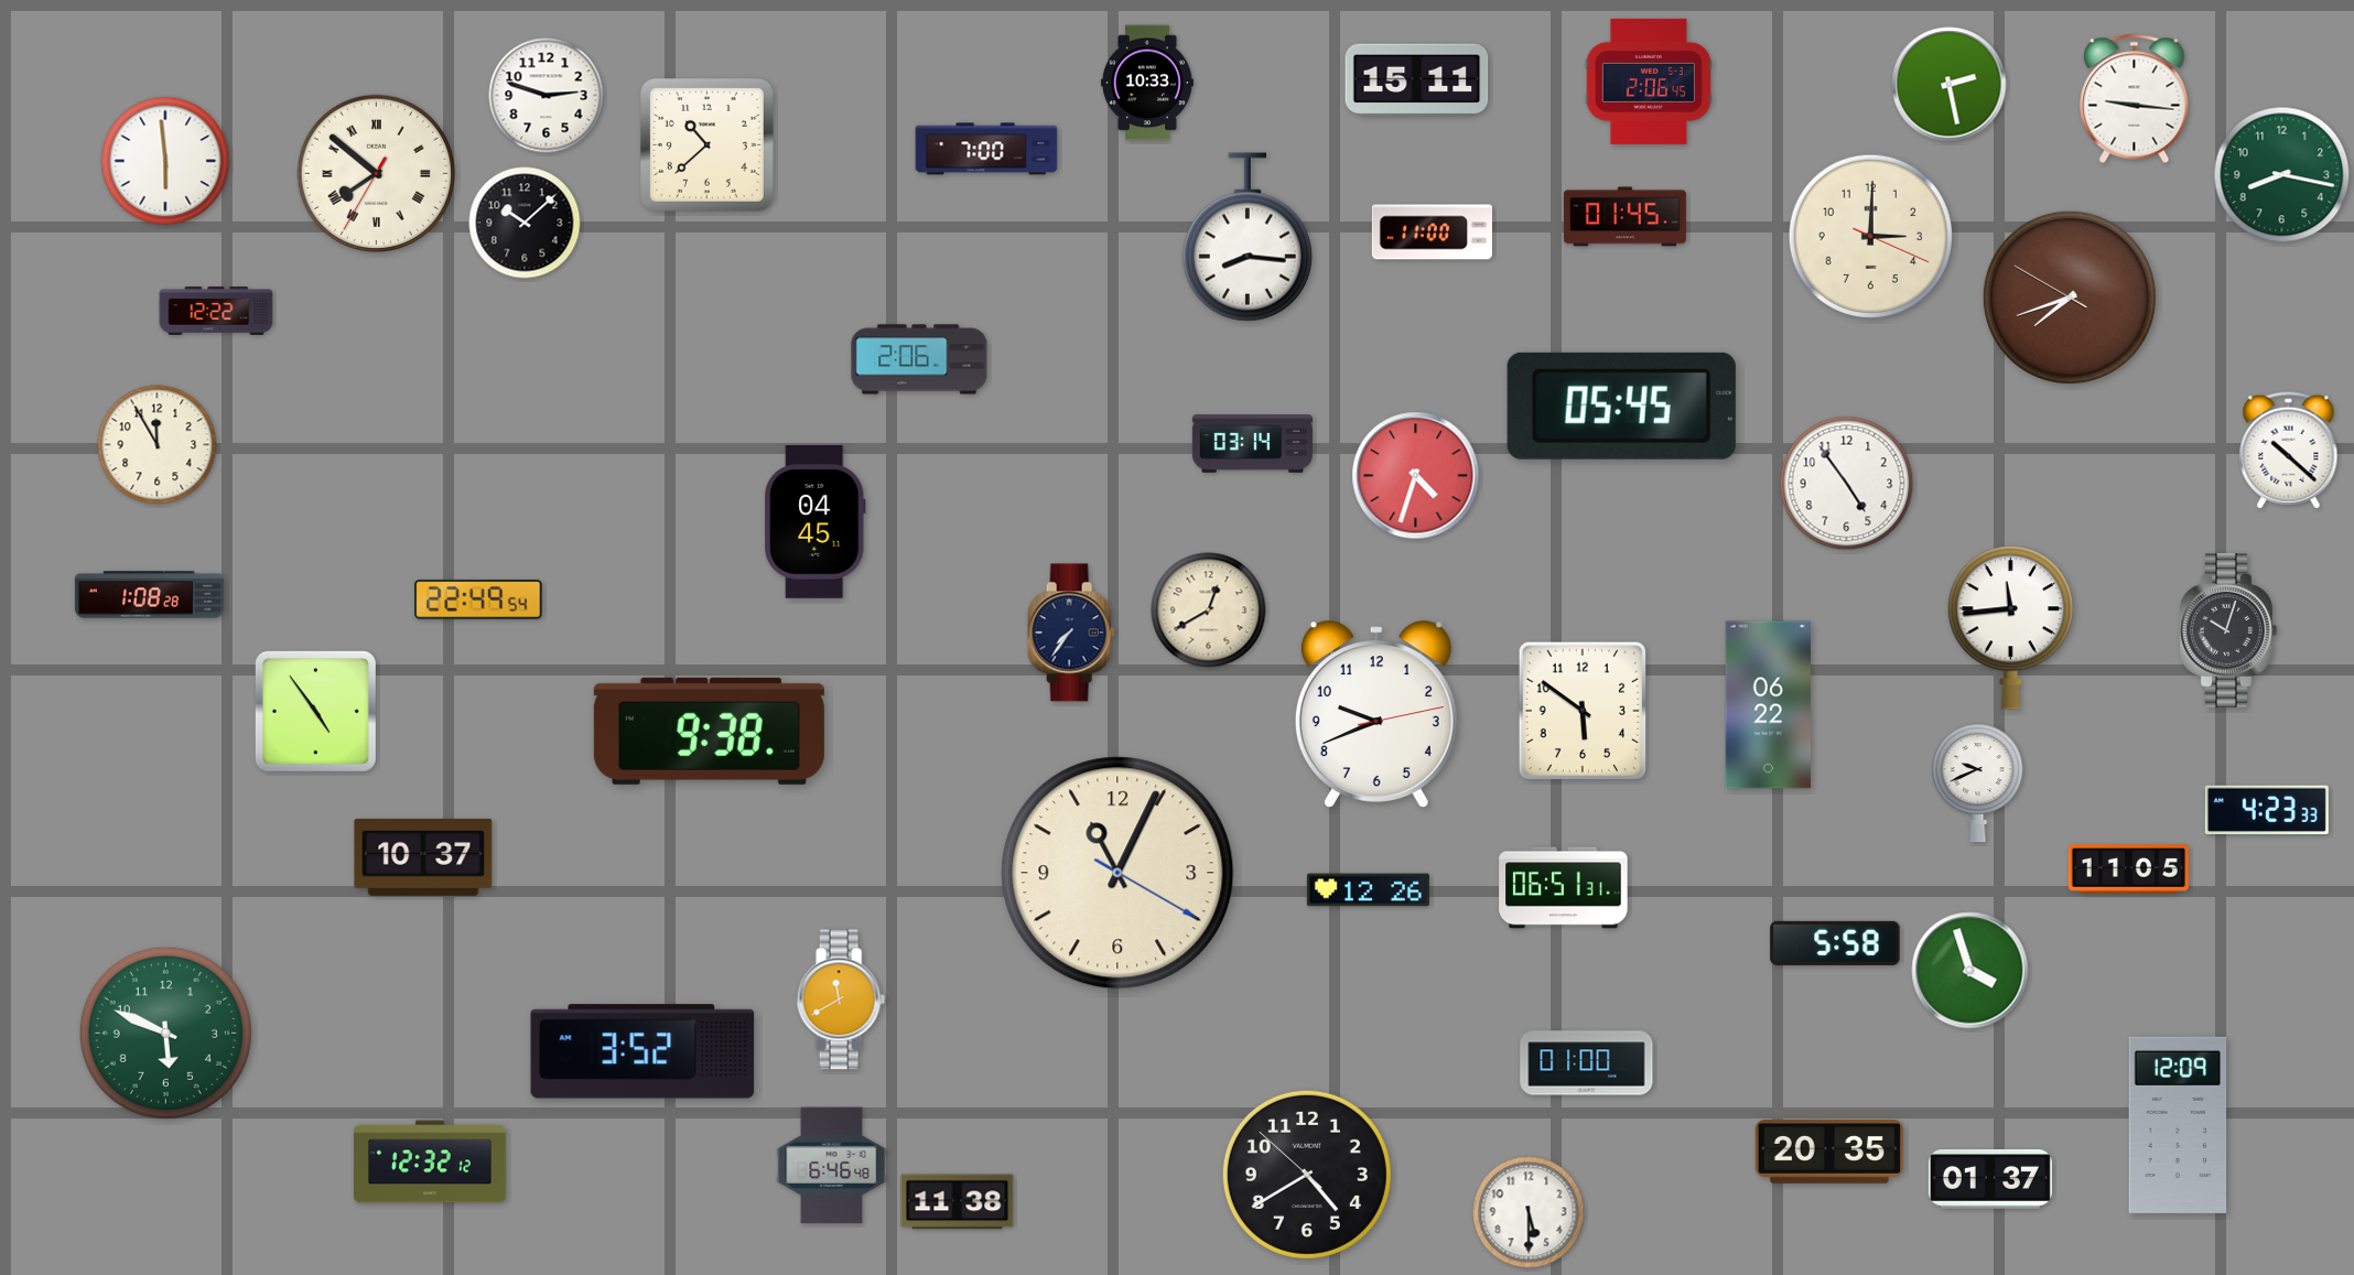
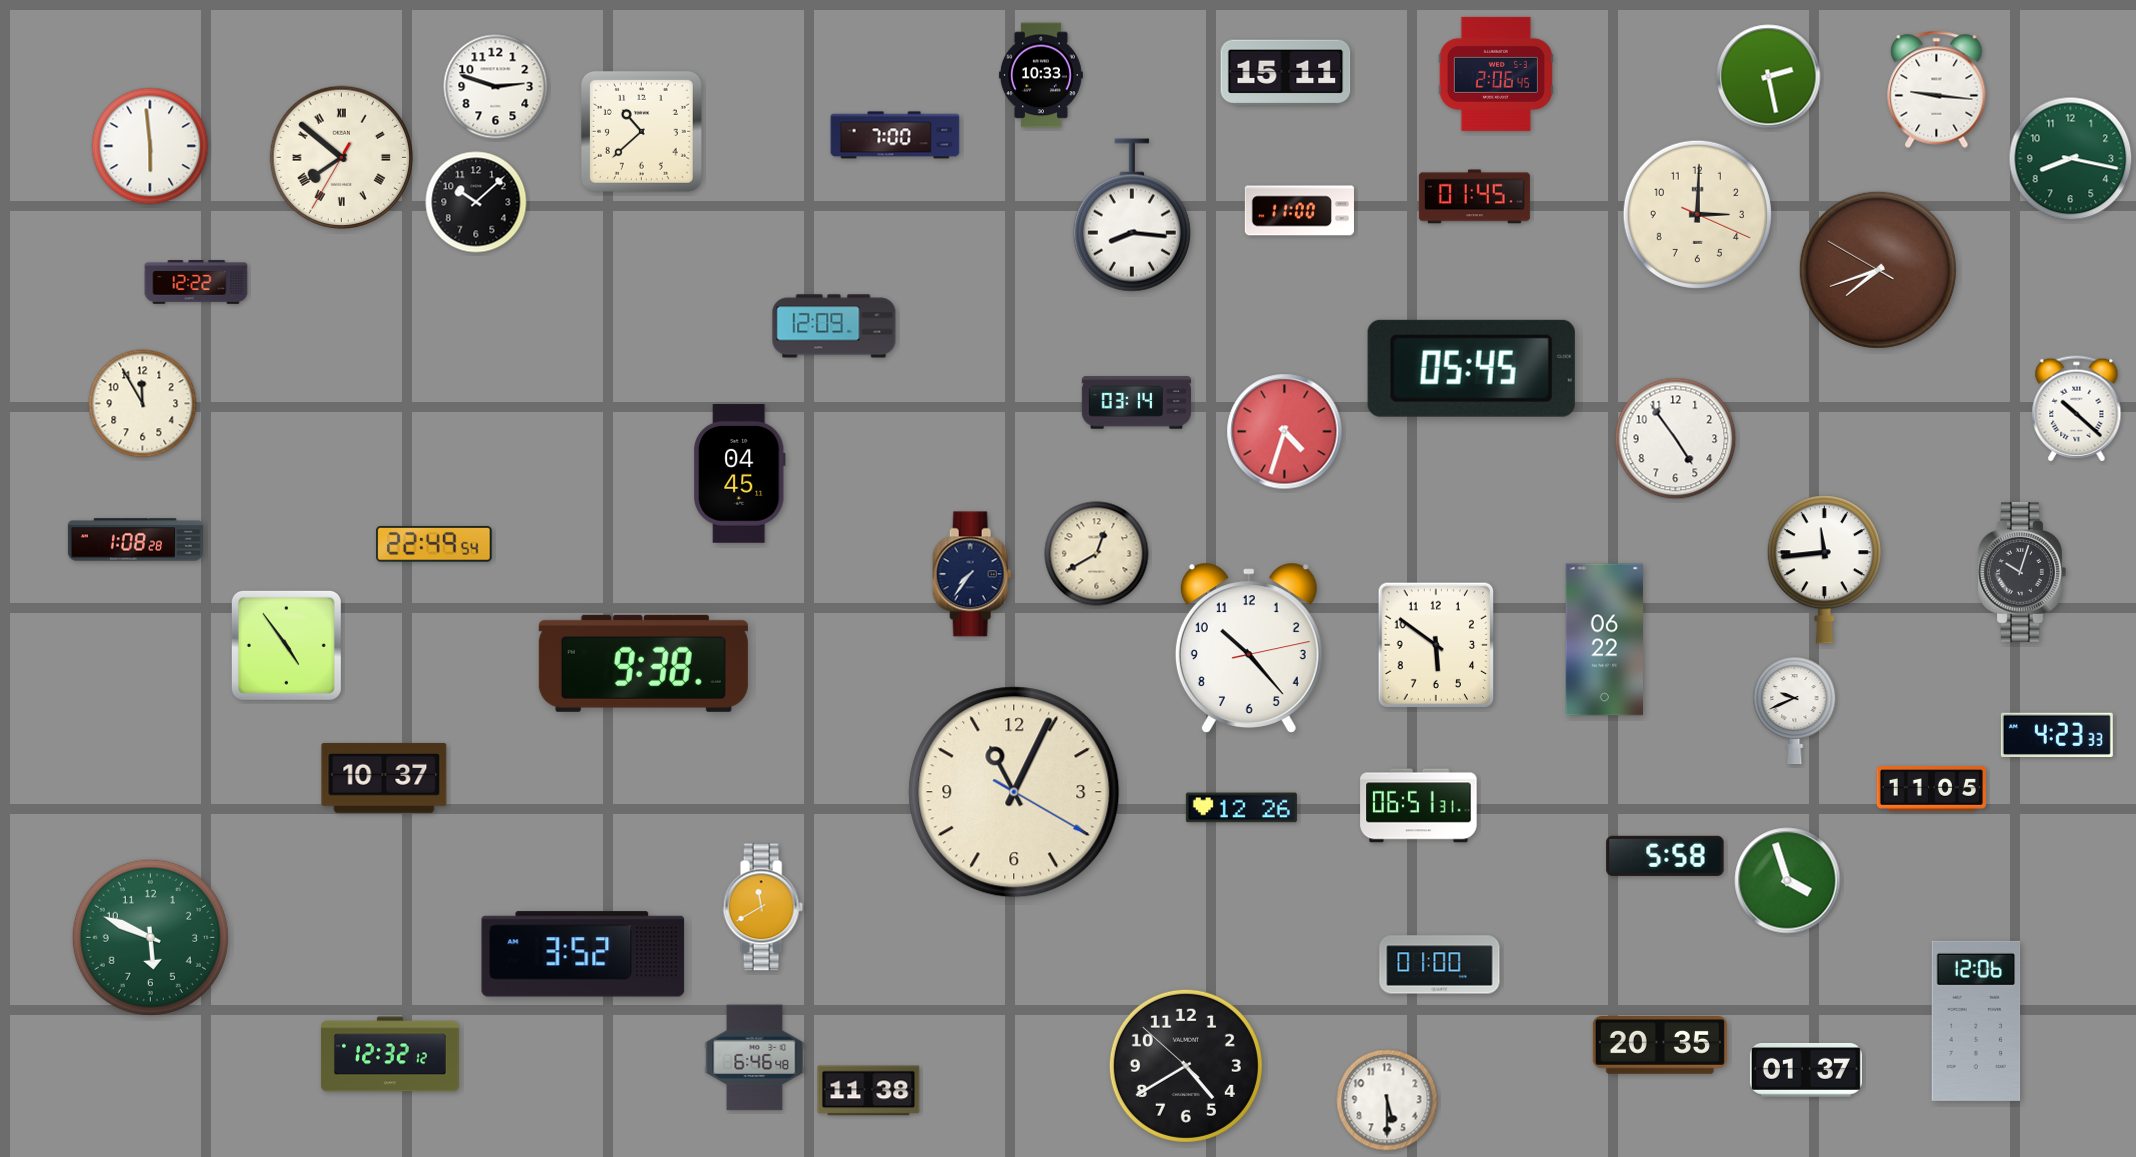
clock at (919, 359): 2:06 -> 12:09
clock at (1376, 714): 9:41 -> 10:23
clock at (2178, 1125): 12:09 -> 12:06
